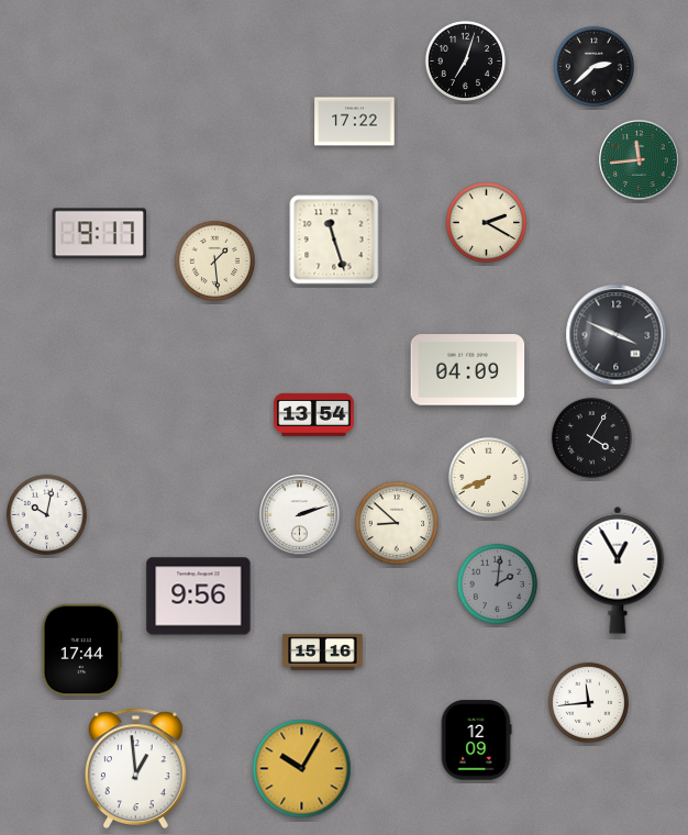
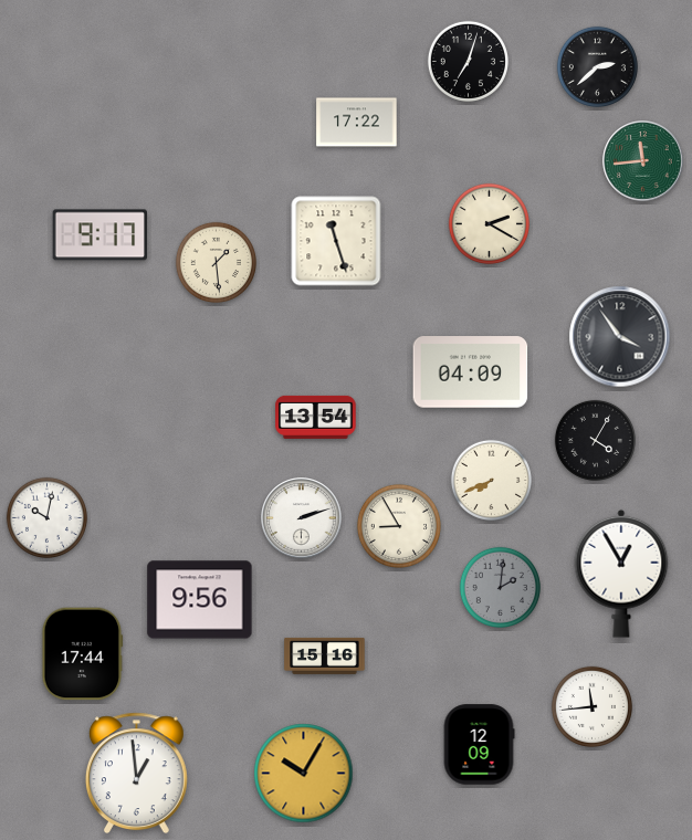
clock at (617, 335): 3:49 -> 3:54
clock at (397, 523): 8:52 -> 8:55
